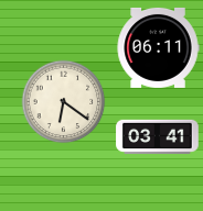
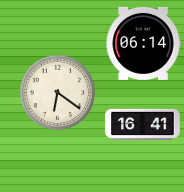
clock at (158, 47): 06:11 -> 06:14
clock at (158, 137): 03:41 -> 16:41
